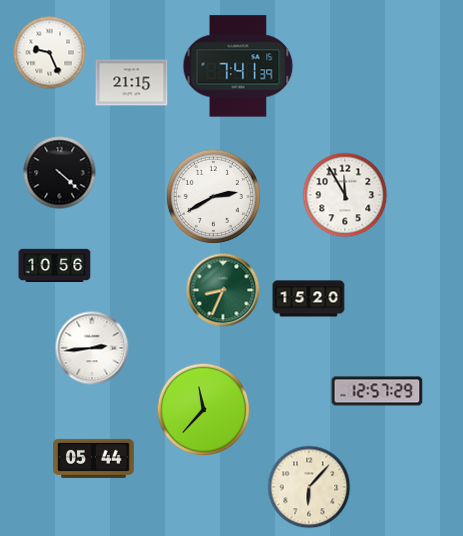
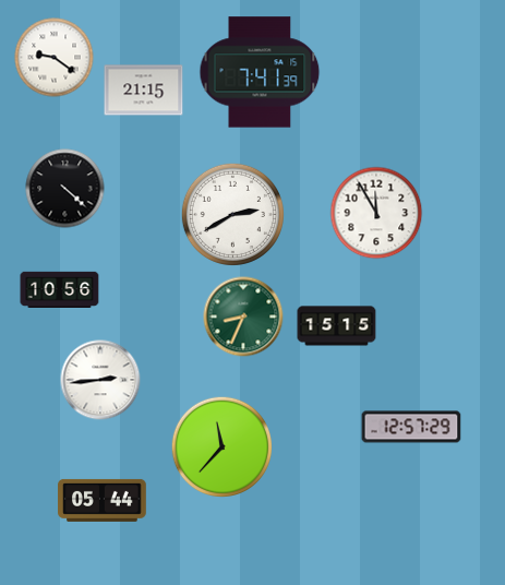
clock at (50, 53): 9:26 -> 9:21
clock at (309, 299): 15:20 -> 15:15
clock at (309, 487): 6:07 -> none
